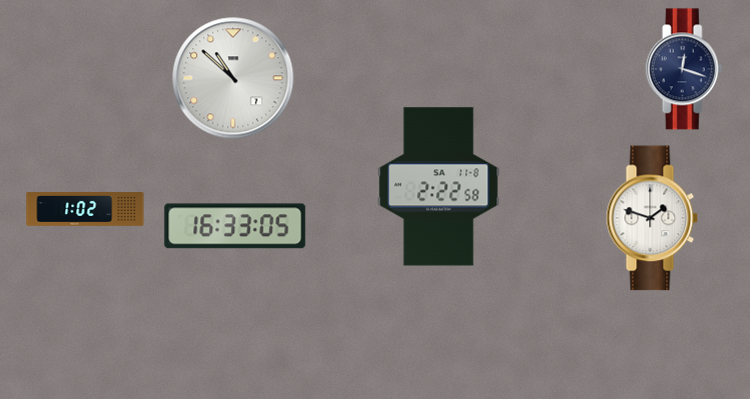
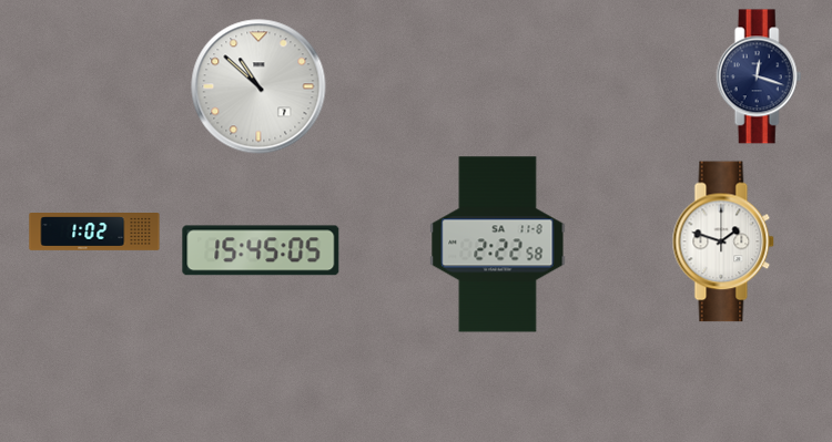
clock at (439, 187) position: (439, 187) -> (498, 245)
clock at (235, 226): 16:33 -> 15:45
